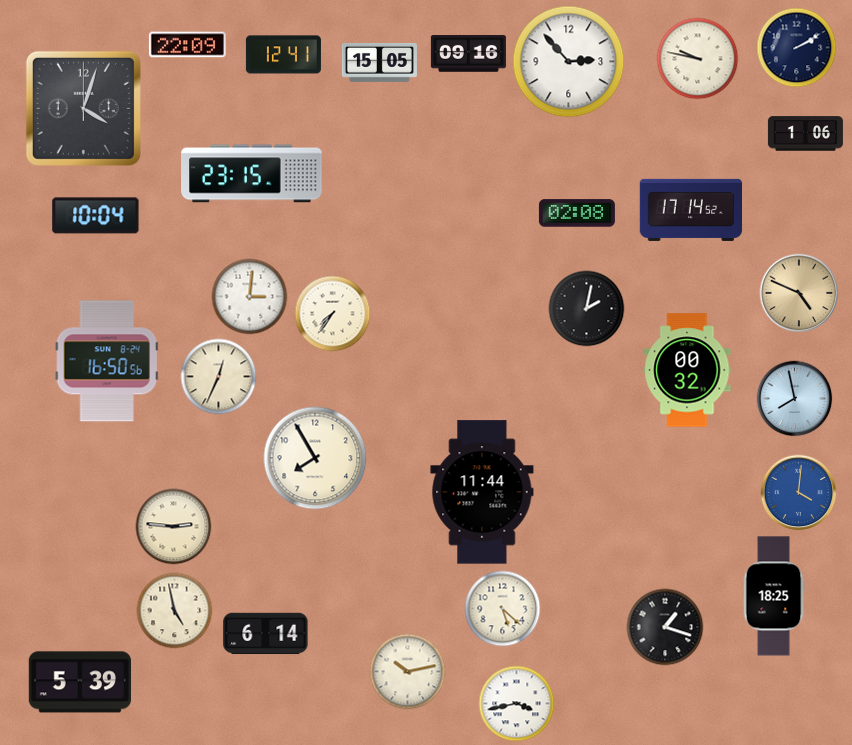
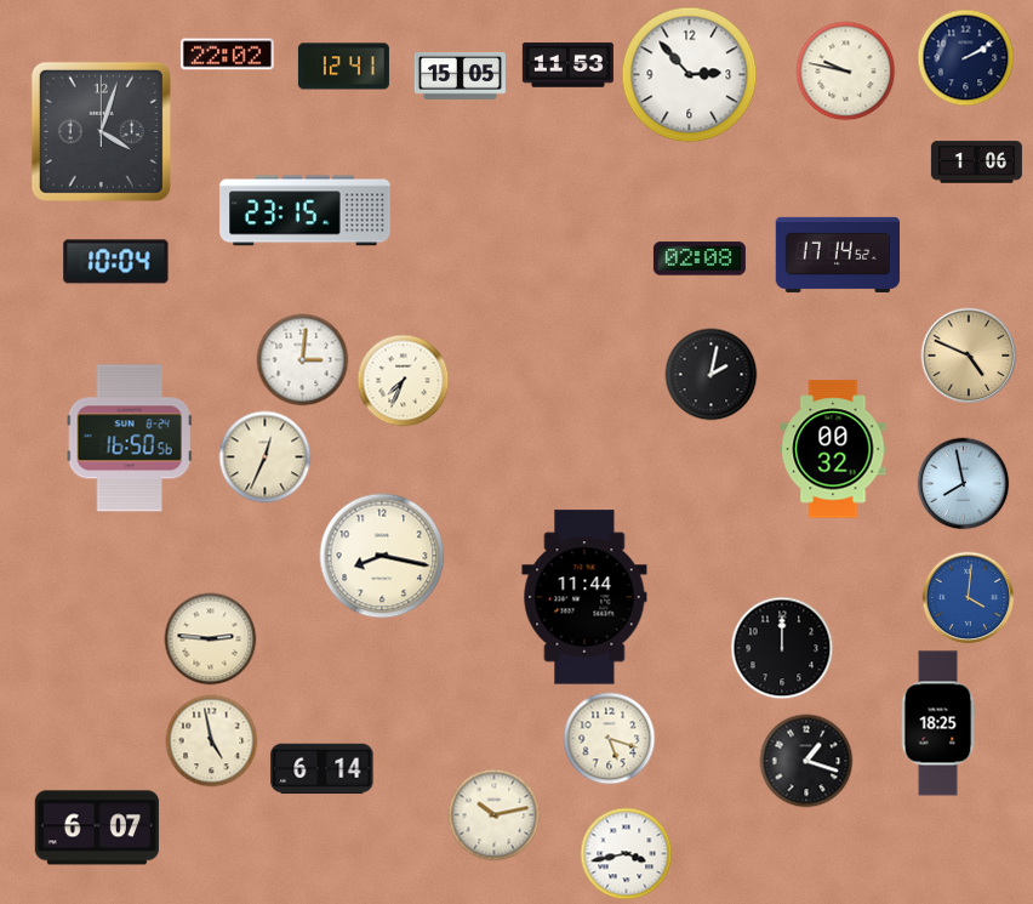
clock at (187, 45): 22:09 -> 22:02
clock at (468, 54): 09:16 -> 11:53
clock at (333, 314): 7:36 -> 7:34
clock at (315, 458): 7:55 -> 8:17
clock at (782, 648): none -> 12:00
clock at (503, 609): 5:22 -> 5:18
clock at (79, 682): 5:39 -> 6:07
